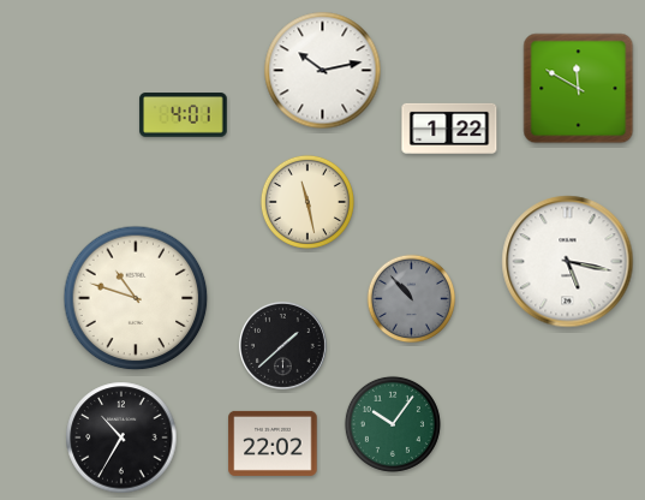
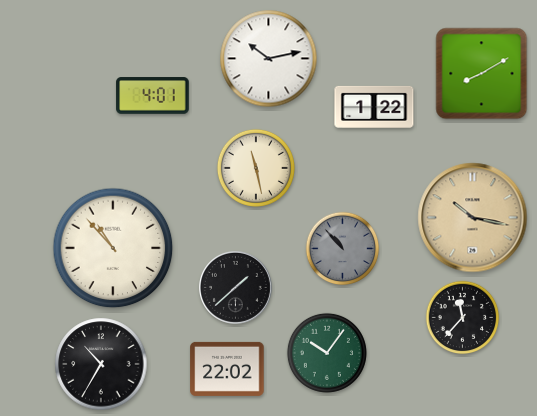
clock at (579, 89): 11:50 -> 8:10
clock at (568, 262): 5:17 -> 10:17
clock at (568, 262) dial: white -> champagne
clock at (136, 298): 10:48 -> 10:53
clock at (463, 318): none -> 11:37
